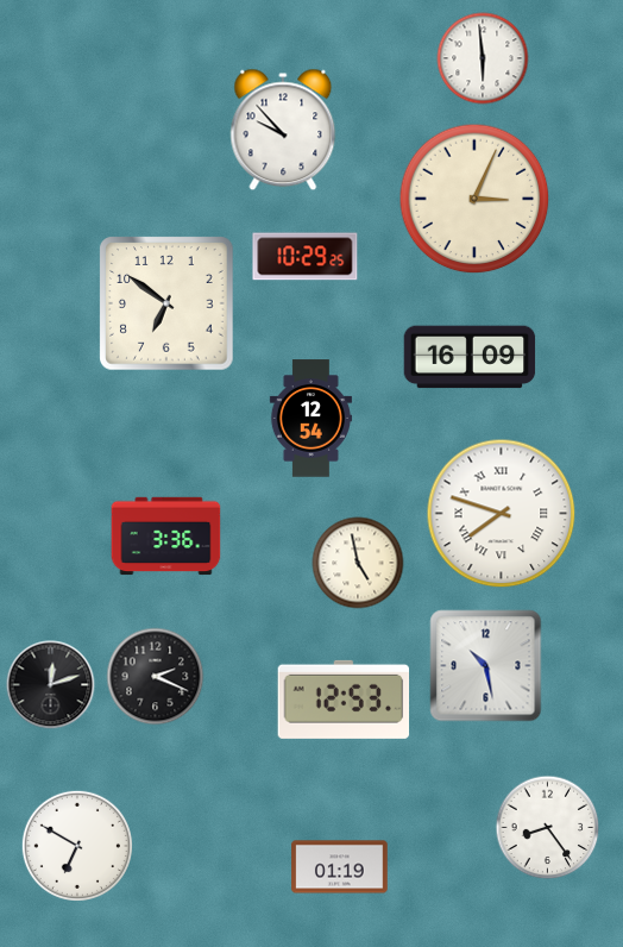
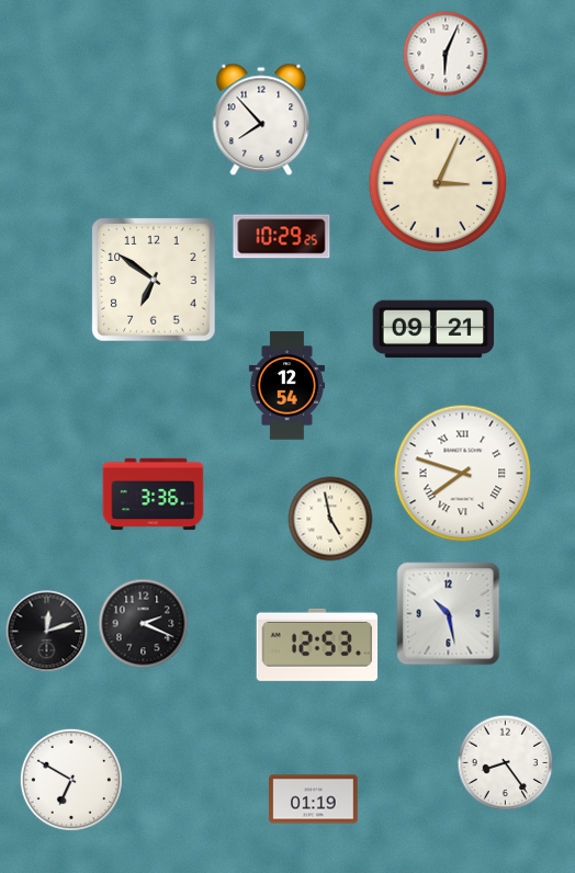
clock at (483, 58): 5:59 -> 6:04
clock at (283, 130): 9:53 -> 7:53
clock at (470, 357): 16:09 -> 09:21
